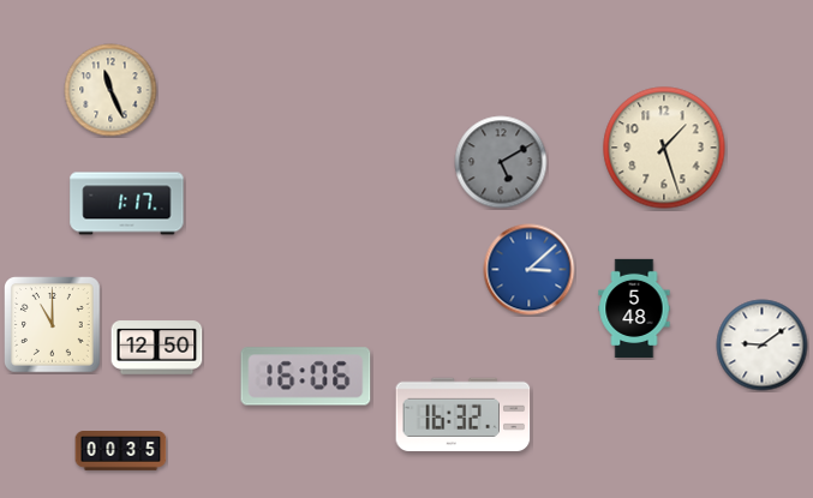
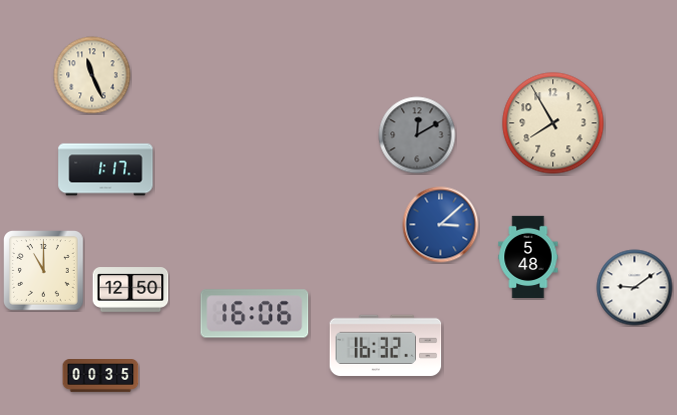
clock at (664, 148): 1:27 -> 7:55
clock at (501, 162): 5:10 -> 12:10
